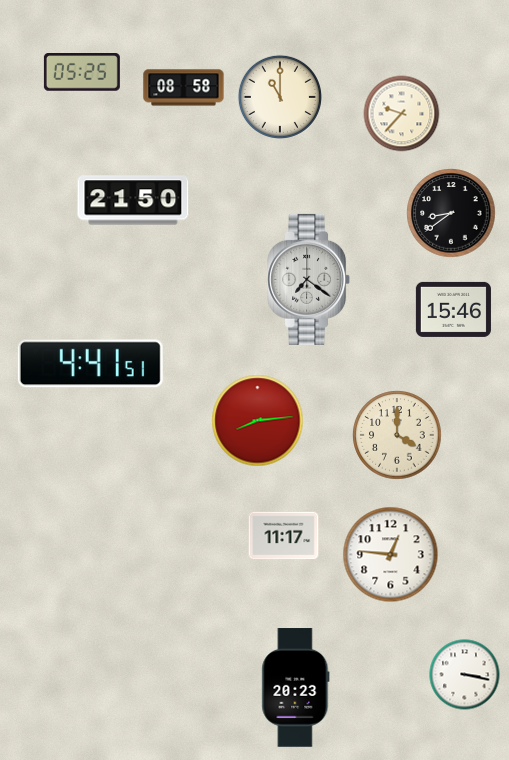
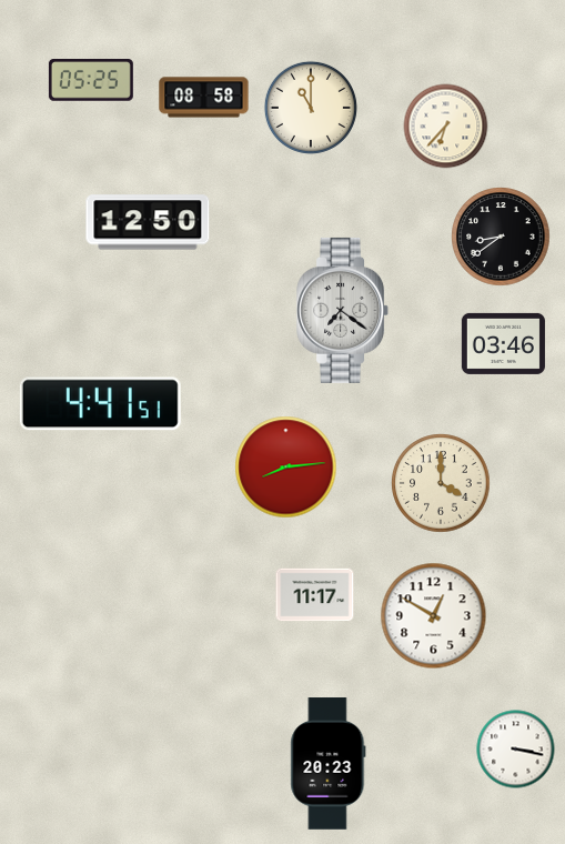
clock at (402, 114): 9:37 -> 6:37
clock at (133, 200): 21:50 -> 12:50
clock at (453, 309): 15:46 -> 03:46
clock at (391, 555): 12:46 -> 12:50
